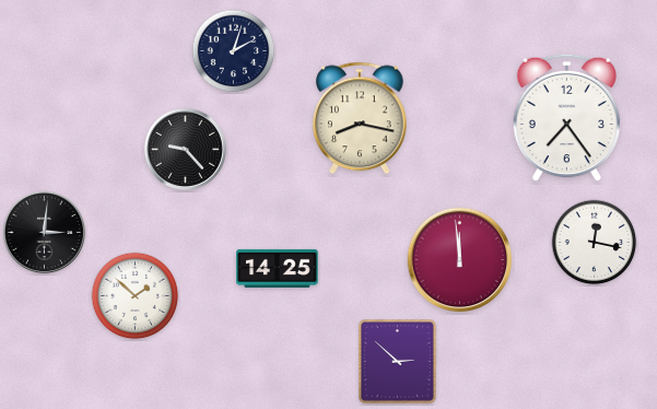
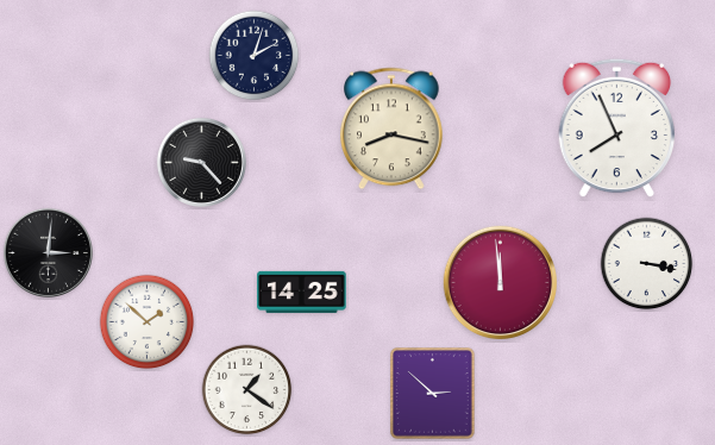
clock at (567, 118): 7:24 -> 7:56
clock at (595, 243): 12:17 -> 3:17
clock at (247, 390): none -> 1:21
